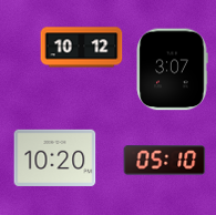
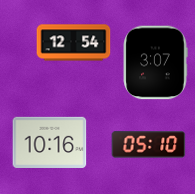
clock at (82, 48): 10:12 -> 12:54
clock at (55, 157): 10:20 -> 10:16
